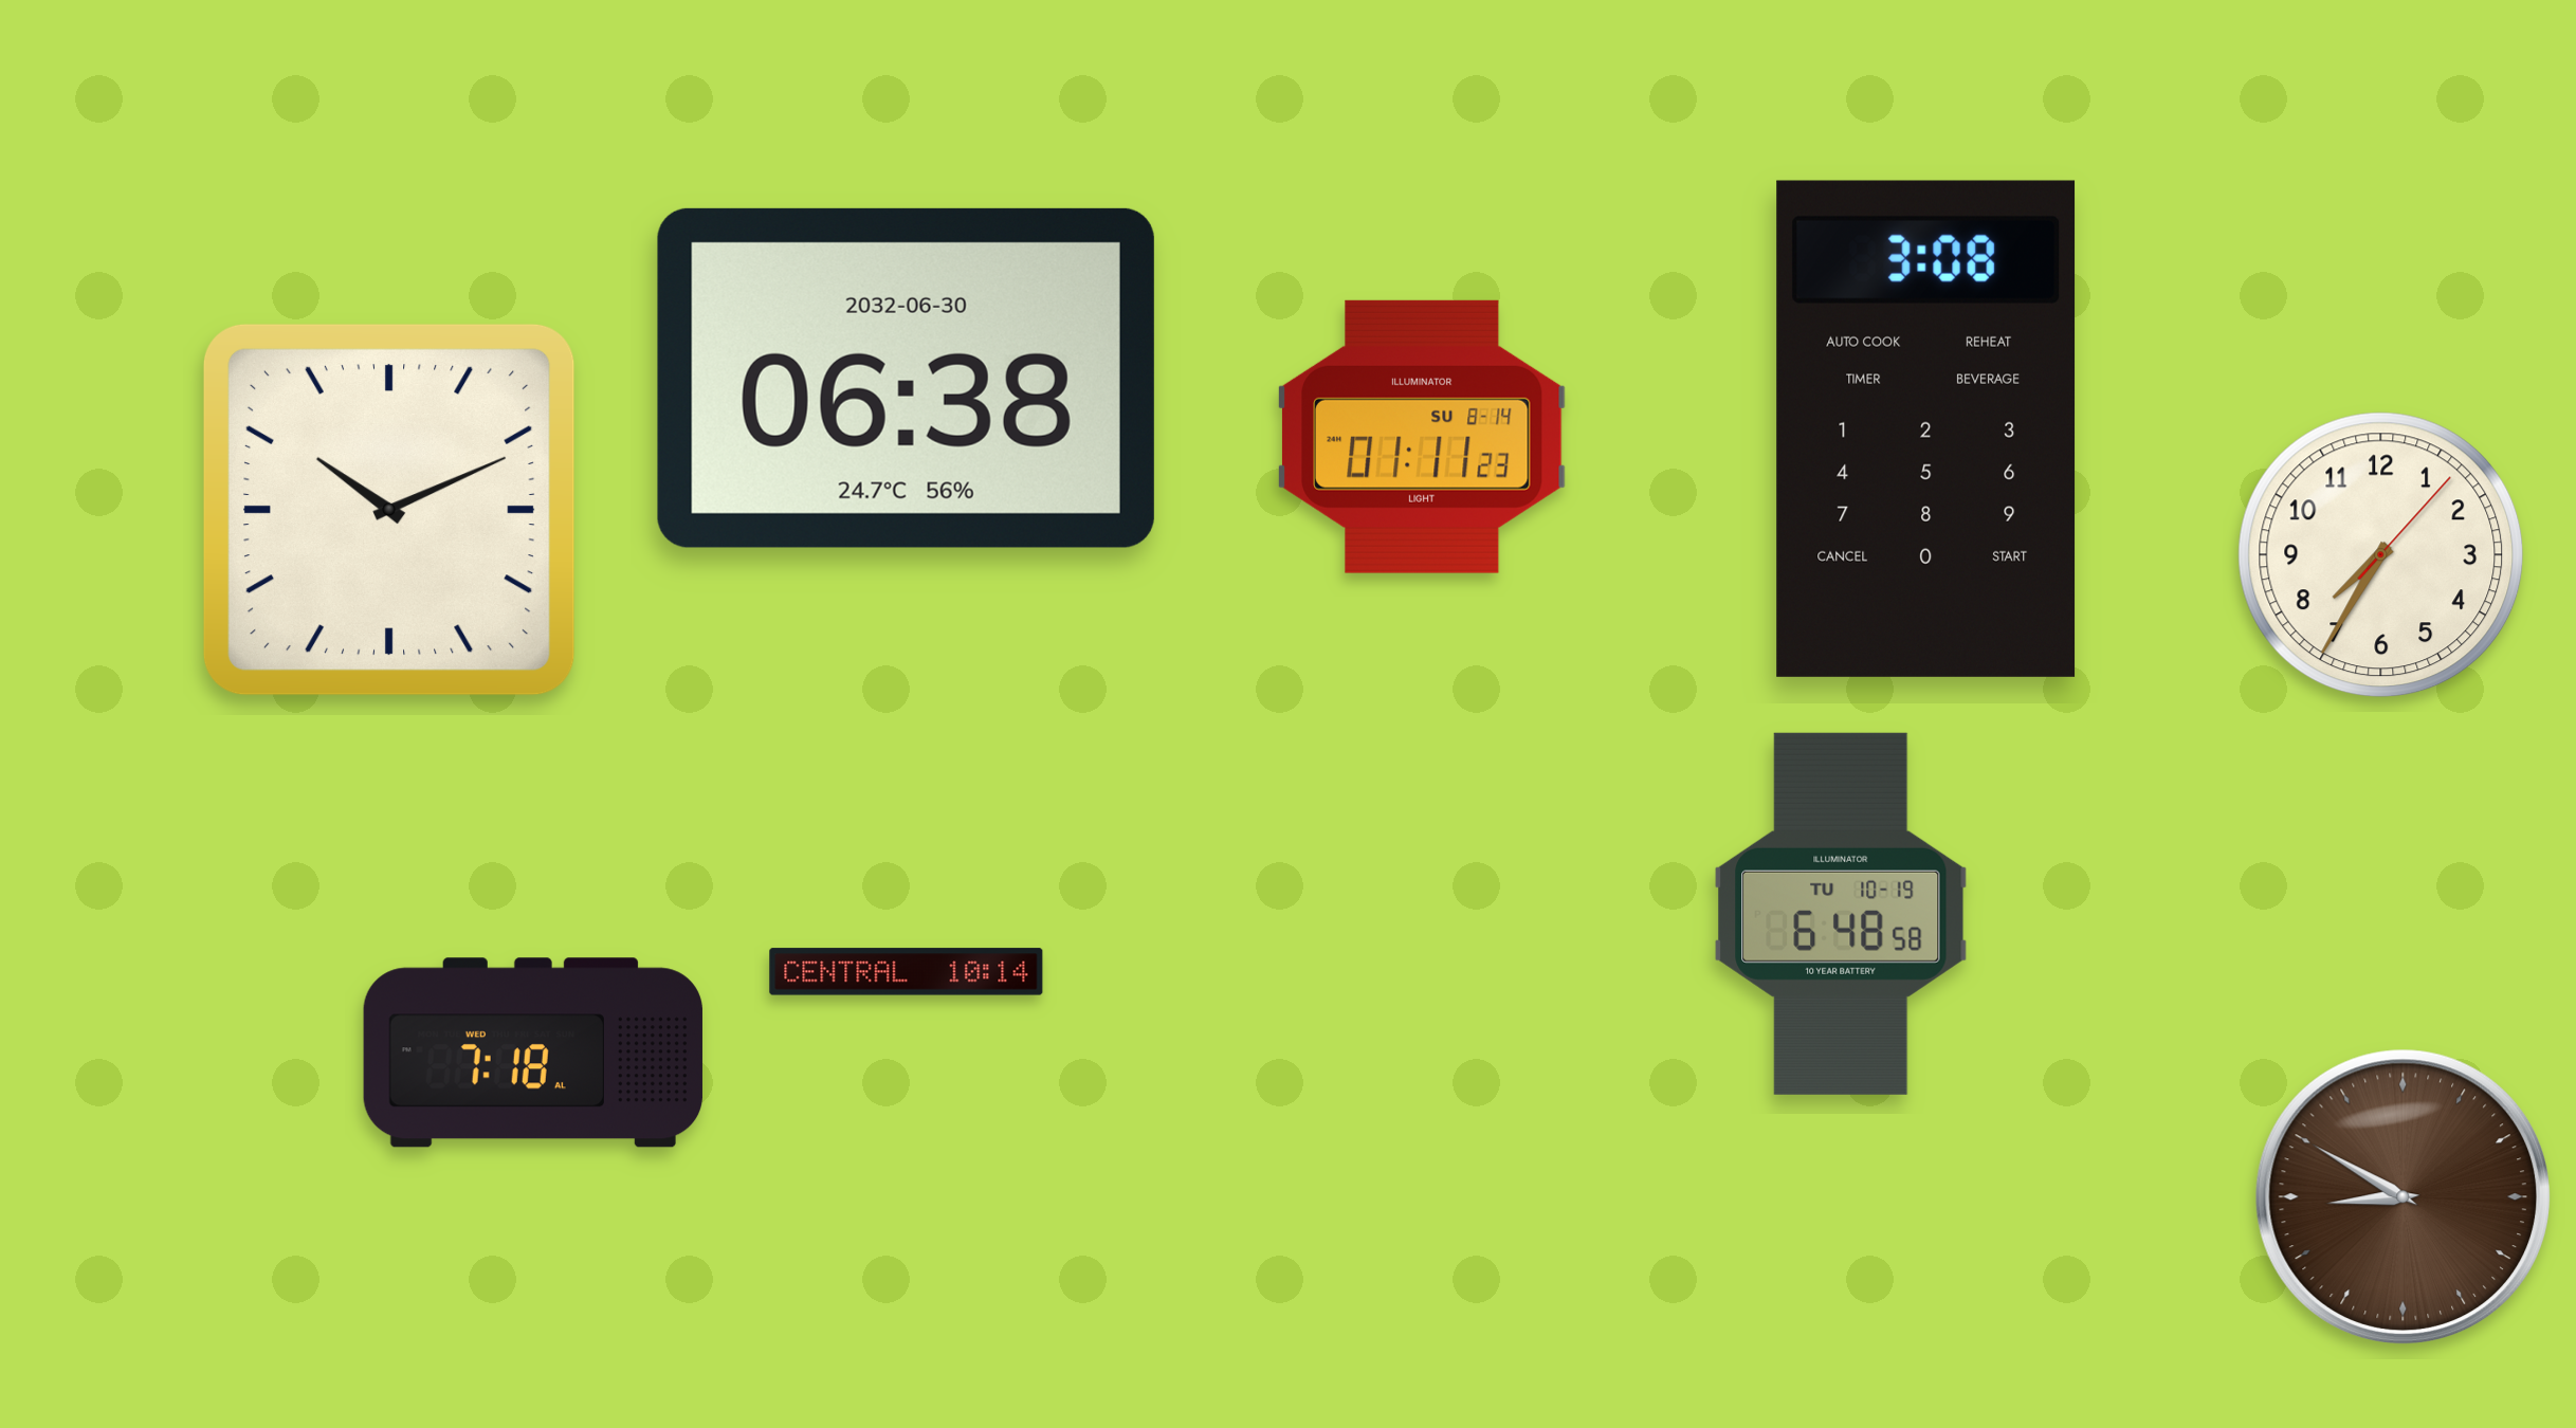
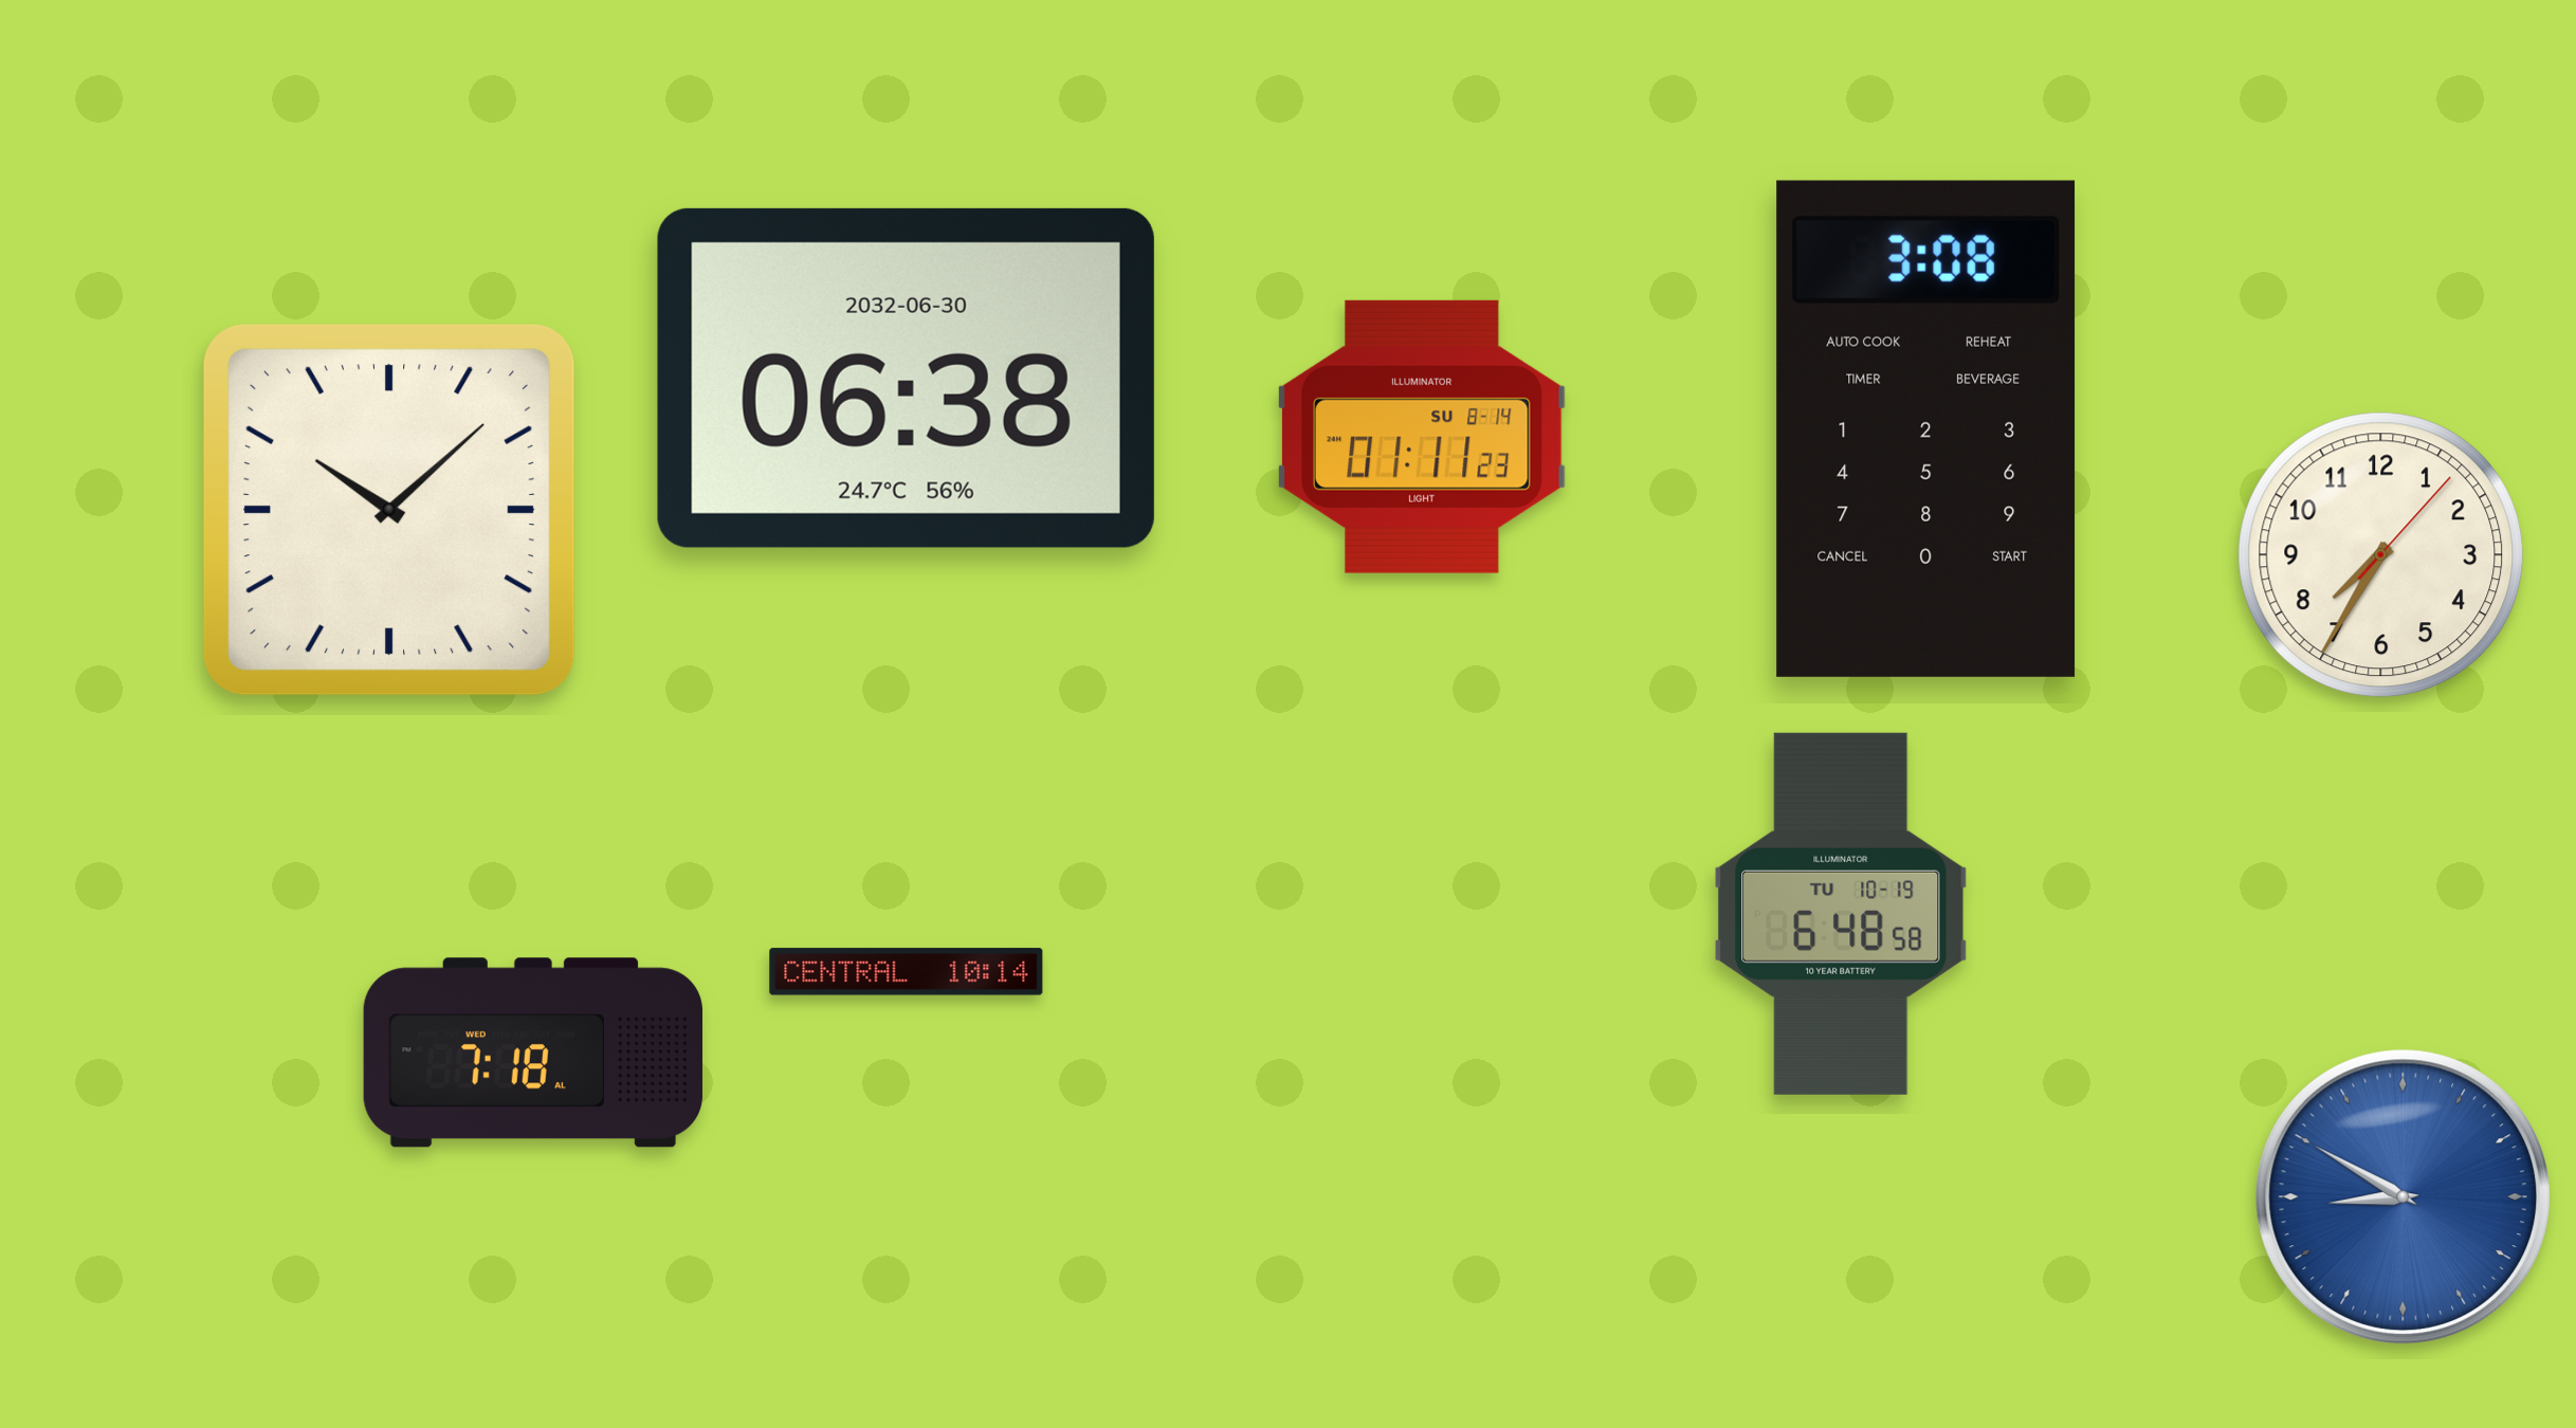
clock at (389, 510): 10:11 -> 10:08
clock at (2403, 1196) dial: brown -> blue
